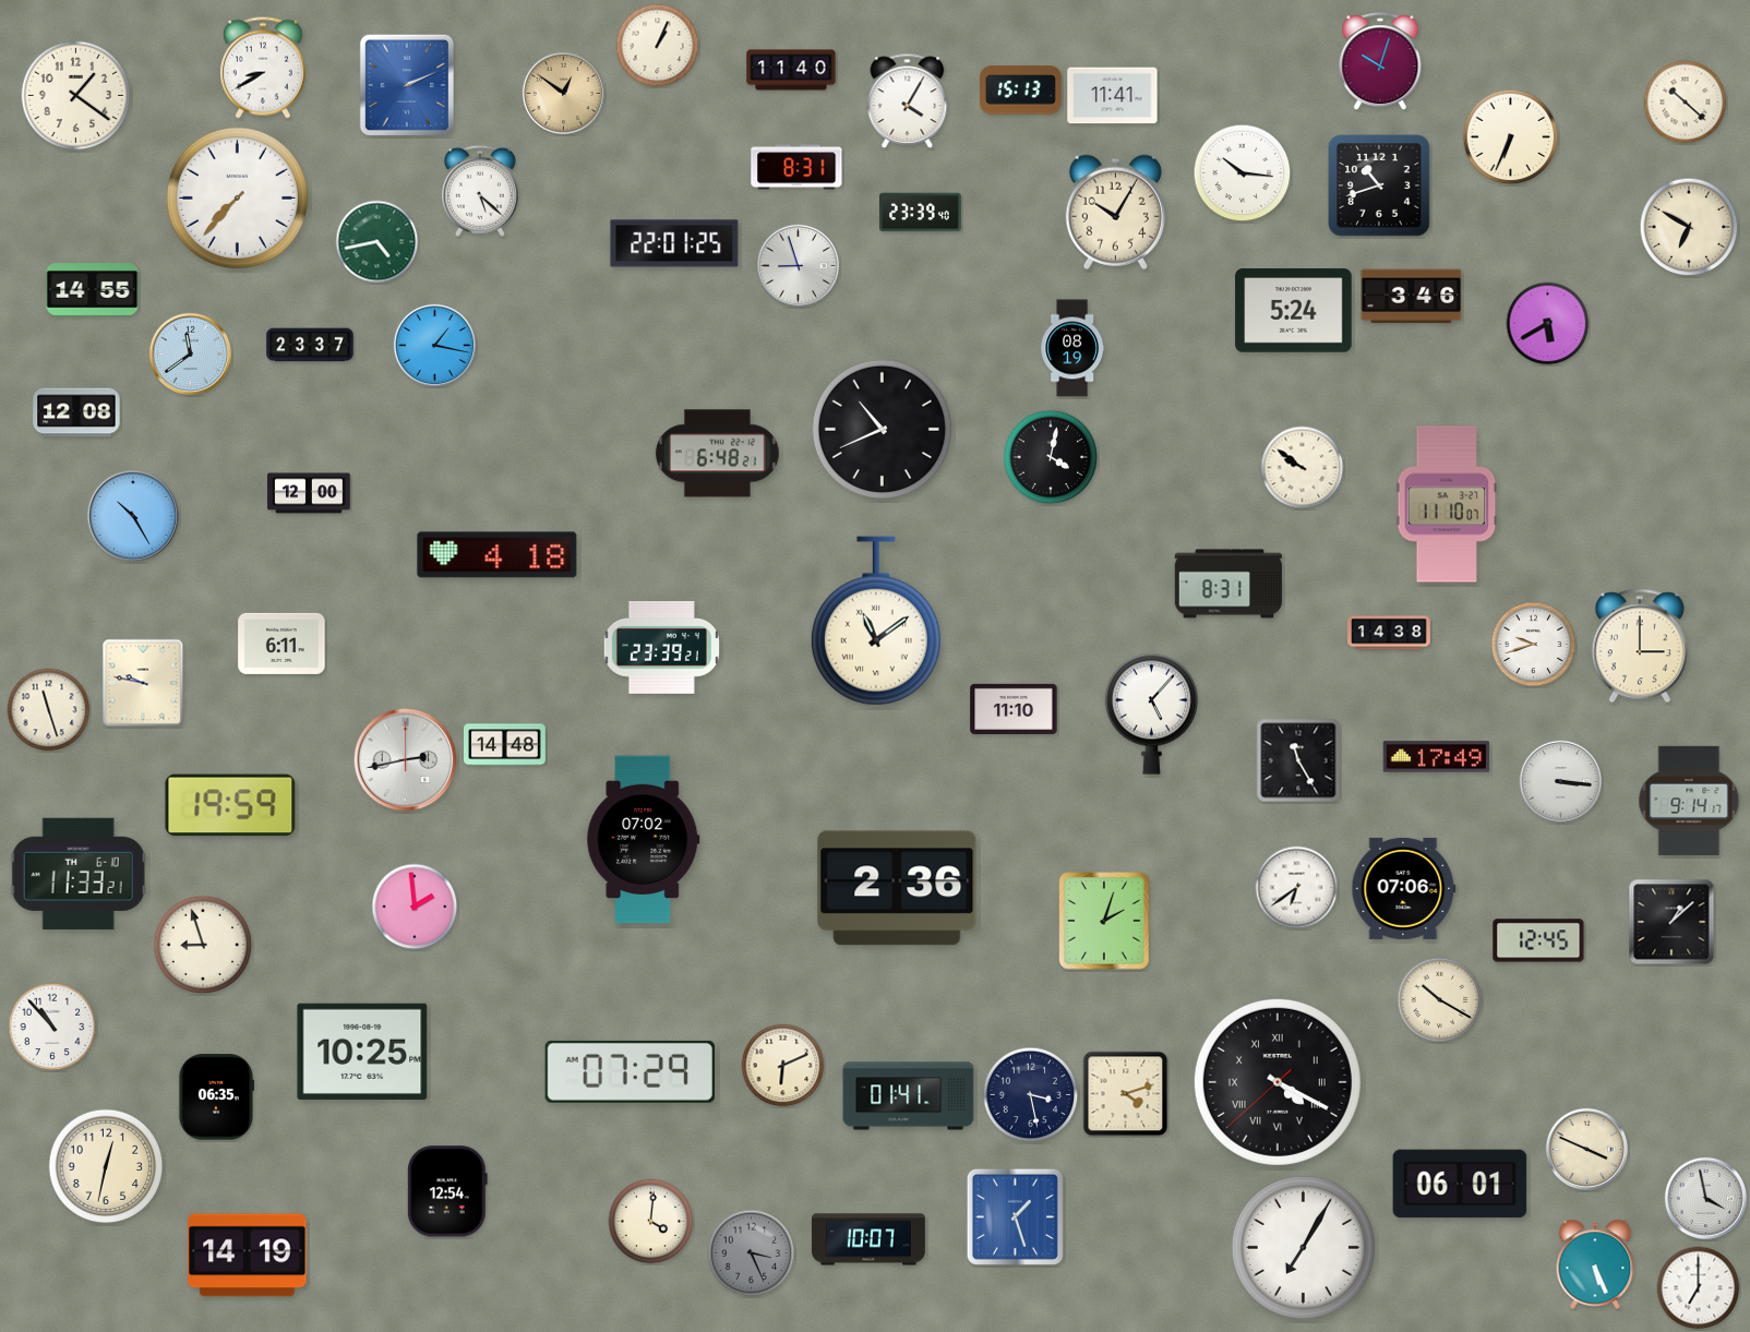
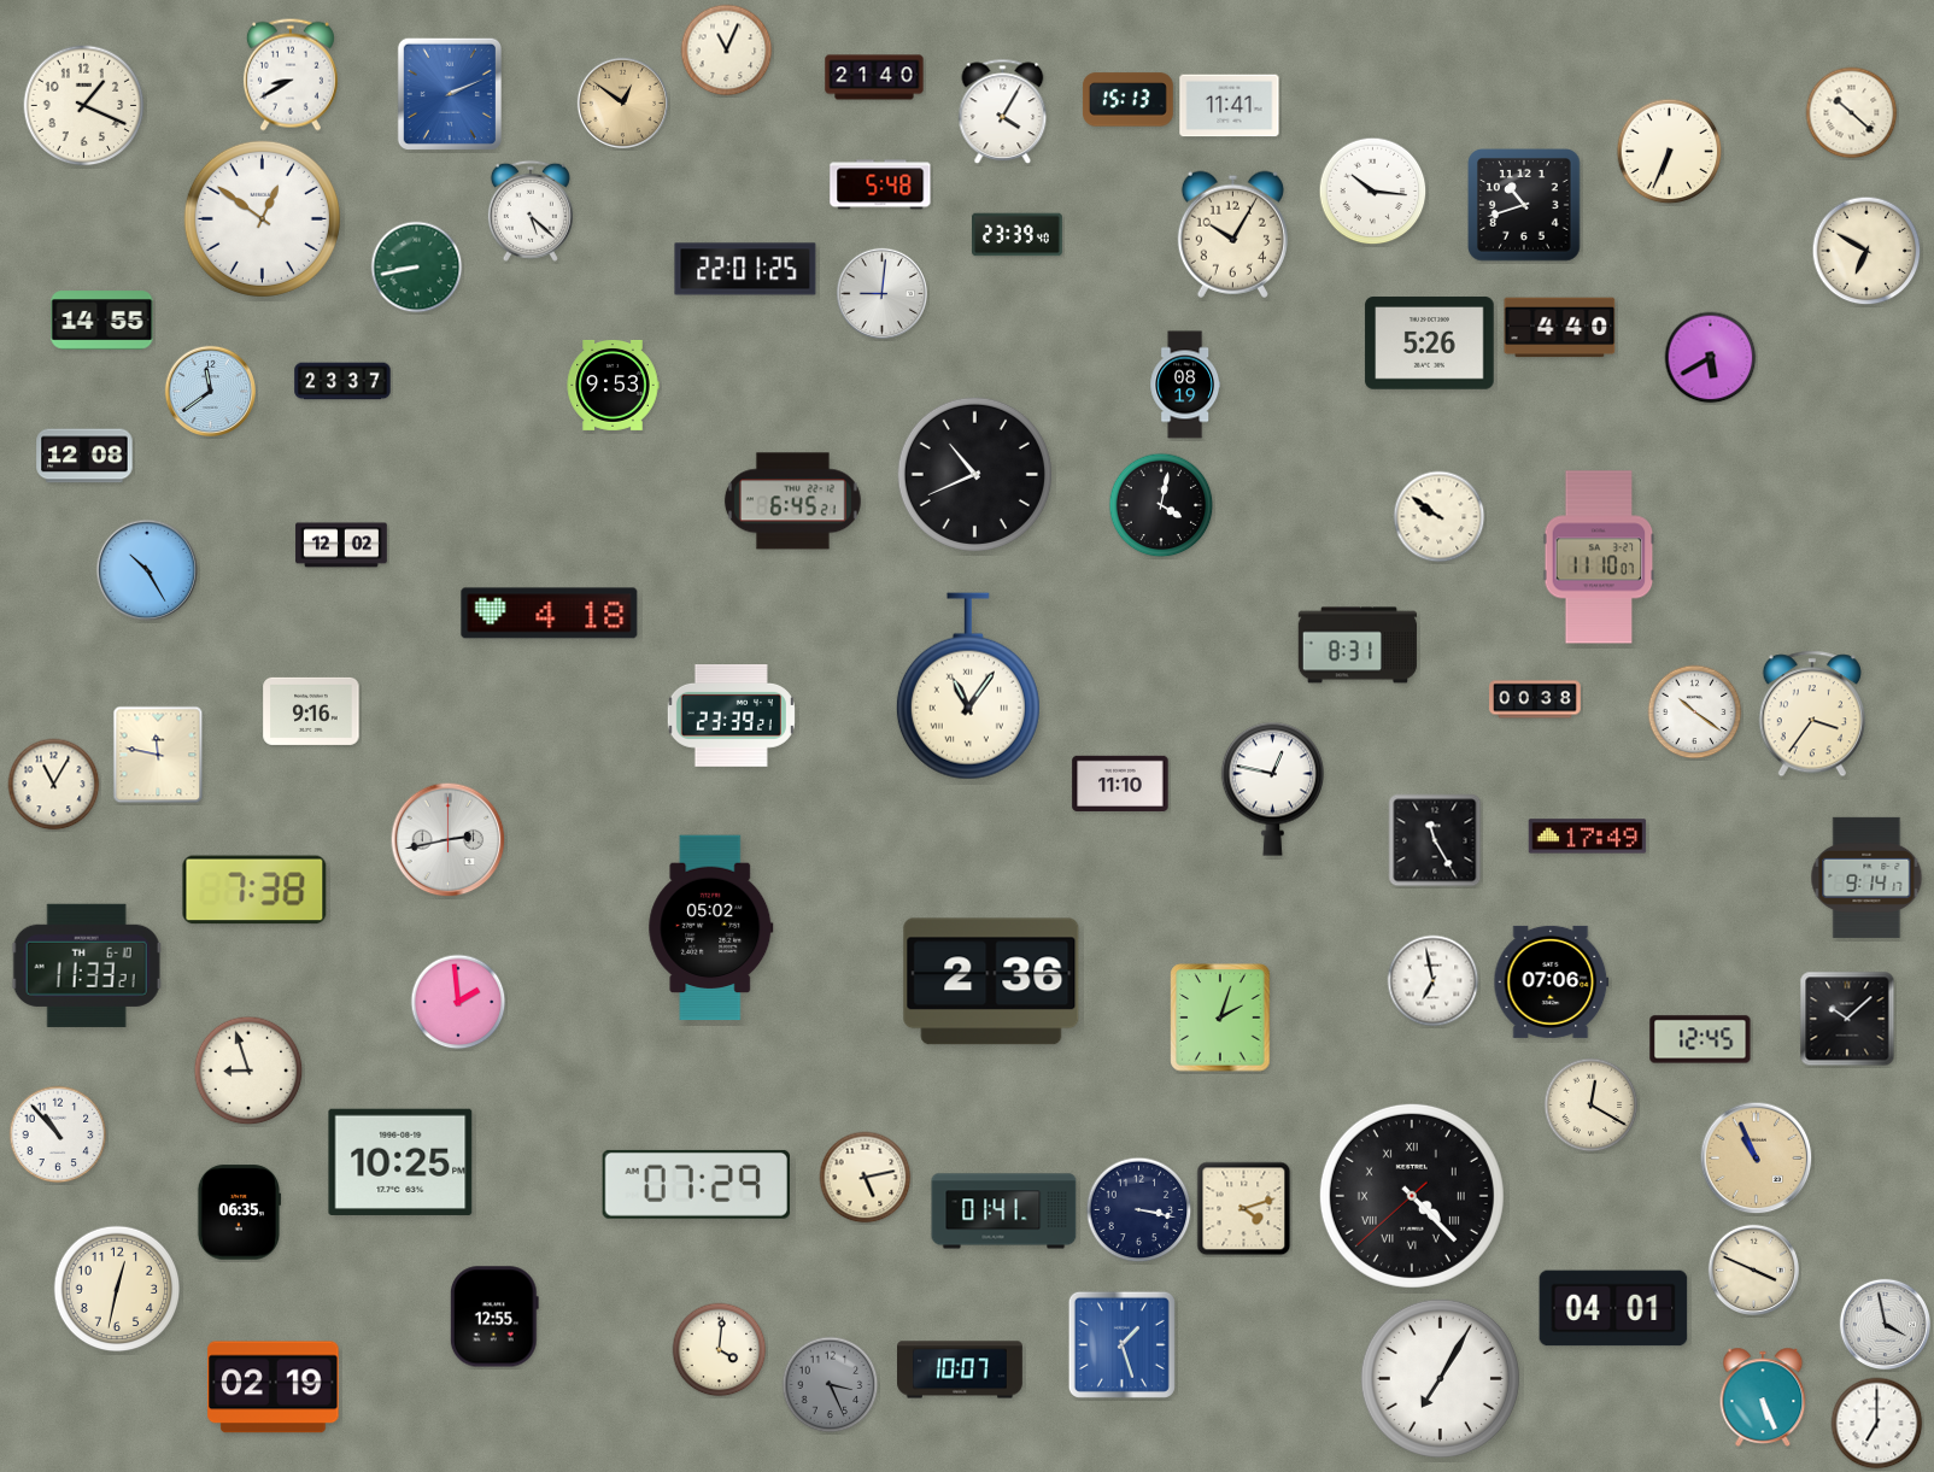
clock at (658, 46): 1:04 -> 11:04
clock at (1380, 62): 10:03 -> none
clock at (791, 70): 11:40 -> 21:40
clock at (76, 96): 1:21 -> 1:19
clock at (1686, 103) position: (1686, 103) -> (1852, 113)
clock at (796, 167): 8:31 -> 5:48
clock at (237, 197): 7:37 -> 12:51
clock at (377, 242): 4:43 -> 8:43
clock at (798, 265): 8:57 -> 9:01
clock at (1412, 297): 3:46 -> 4:40
clock at (1294, 311): 5:24 -> 5:26
clock at (434, 345): 1:17 -> none
clock at (613, 385): none -> 9:53
clock at (717, 454): 6:48 -> 6:45
clock at (309, 493): 12:00 -> 12:02
clock at (876, 621): 11:09 -> 11:06
clock at (1389, 633): 14:38 -> 00:38
clock at (281, 644): 6:11 -> 9:16
clock at (1534, 645): 9:42 -> 10:21
clock at (1640, 646): 3:00 -> 3:36
clock at (143, 683): 9:47 -> 11:47
clock at (49, 710): 11:27 -> 11:05
clock at (1151, 713): 5:07 -> 12:47
clock at (505, 745): 14:48 -> none
clock at (1560, 781): 3:16 -> none
clock at (1689, 801) position: (1689, 801) -> (1866, 878)
clock at (230, 805): 19:59 -> 7:38
clock at (644, 840): 07:02 -> 05:02
clock at (1297, 888): 6:39 -> 6:58
clock at (1671, 922): 1:08 -> 10:08
clock at (203, 945) position: (203, 945) -> (248, 1071)
clock at (1440, 1000): 10:20 -> 12:20
clock at (1757, 1159): none -> 10:56
clock at (783, 1066): 6:11 -> 5:13
clock at (1278, 1082): 4:19 -> 4:22
clock at (1031, 1095): 3:28 -> 3:17
clock at (1460, 1184): 06:01 -> 04:01
clock at (447, 1191): 12:54 -> 12:55
clock at (248, 1256): 14:19 -> 02:19
